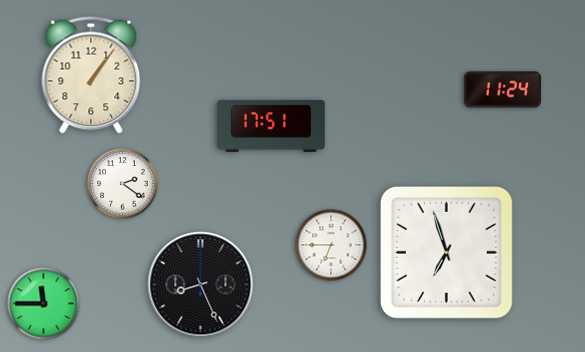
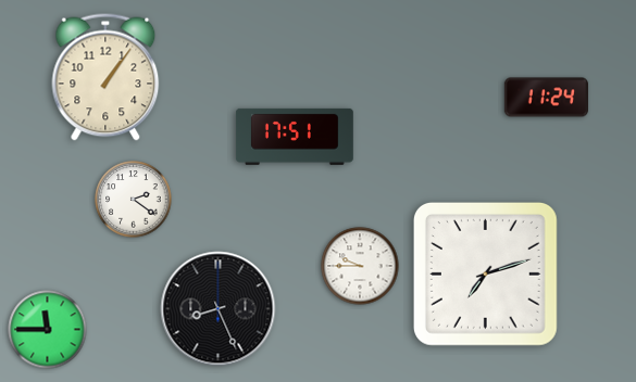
clock at (91, 75) position: (91, 75) -> (105, 77)
clock at (331, 245): 6:45 -> 9:45
clock at (446, 252): 6:57 -> 7:12
